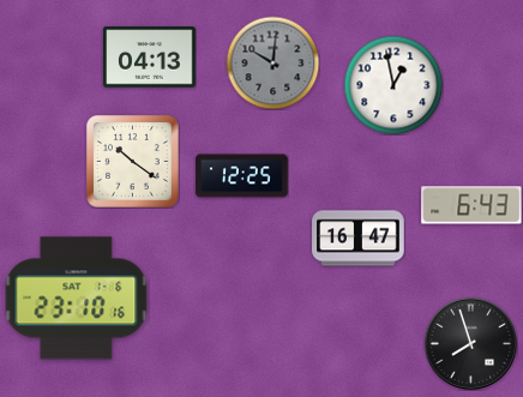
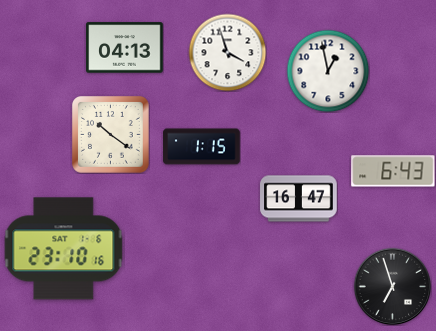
clock at (272, 62): 10:01 -> 3:57
clock at (272, 62) dial: grey -> white
clock at (242, 176): 12:25 -> 1:15
clock at (470, 343): 7:57 -> 6:57
